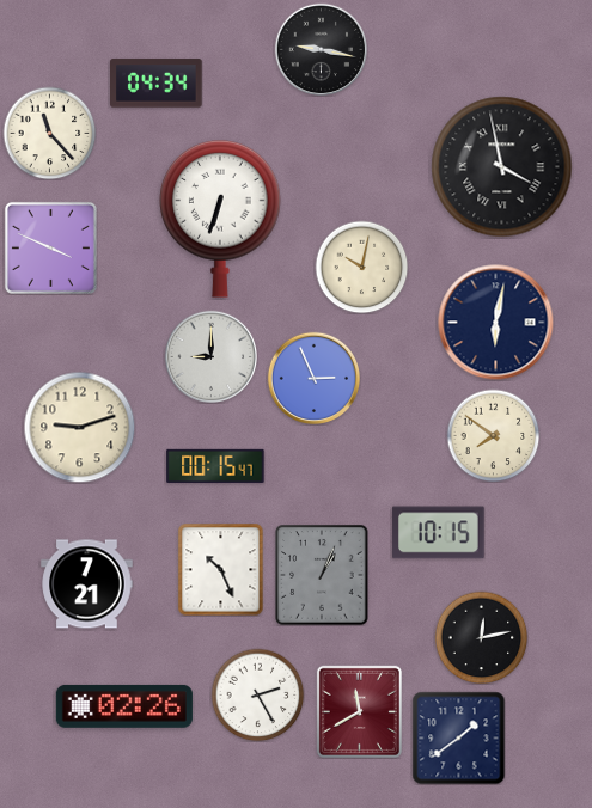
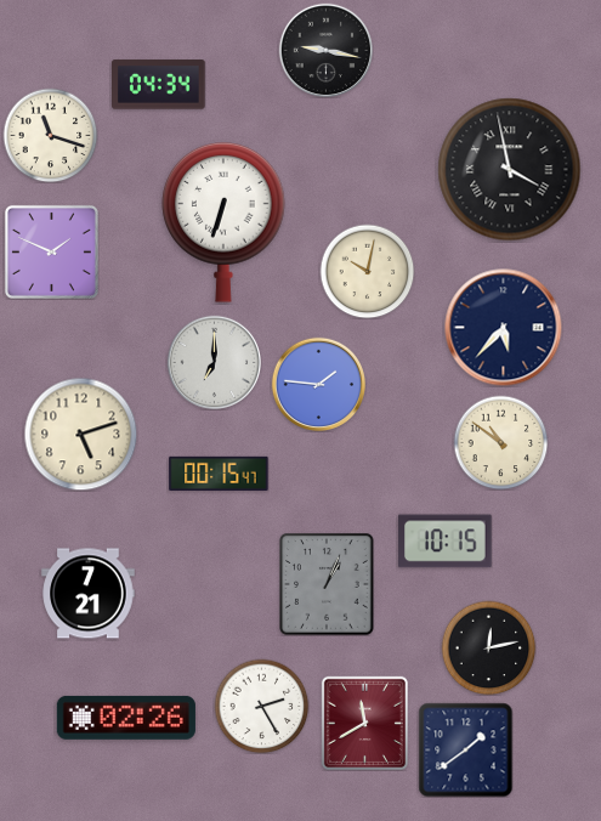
clock at (49, 133): 11:23 -> 11:18
clock at (50, 247): 3:49 -> 1:49
clock at (496, 323): 6:02 -> 5:37
clock at (210, 356): 9:00 -> 7:00
clock at (313, 378): 2:56 -> 1:46
clock at (79, 427): 9:12 -> 5:12
clock at (493, 435): 7:51 -> 10:51
clock at (221, 569): 10:26 -> none
